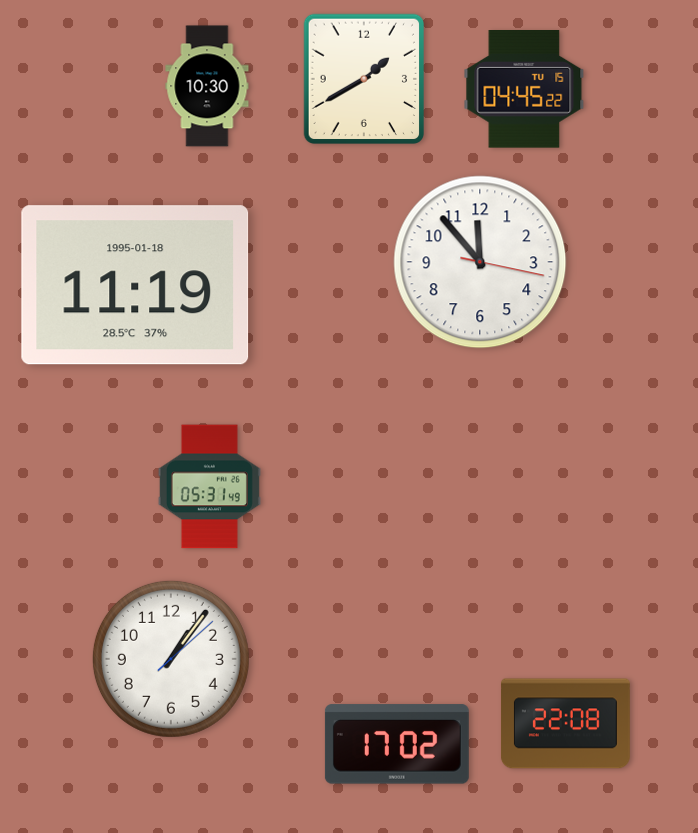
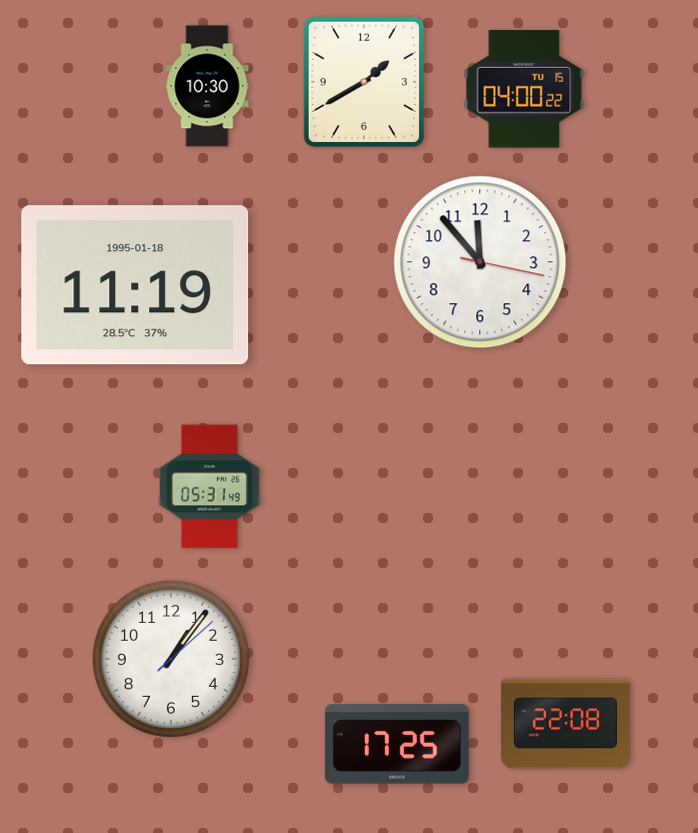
clock at (363, 78) position: (363, 78) -> (363, 81)
clock at (524, 90): 04:45 -> 04:00
clock at (397, 744): 17:02 -> 17:25
